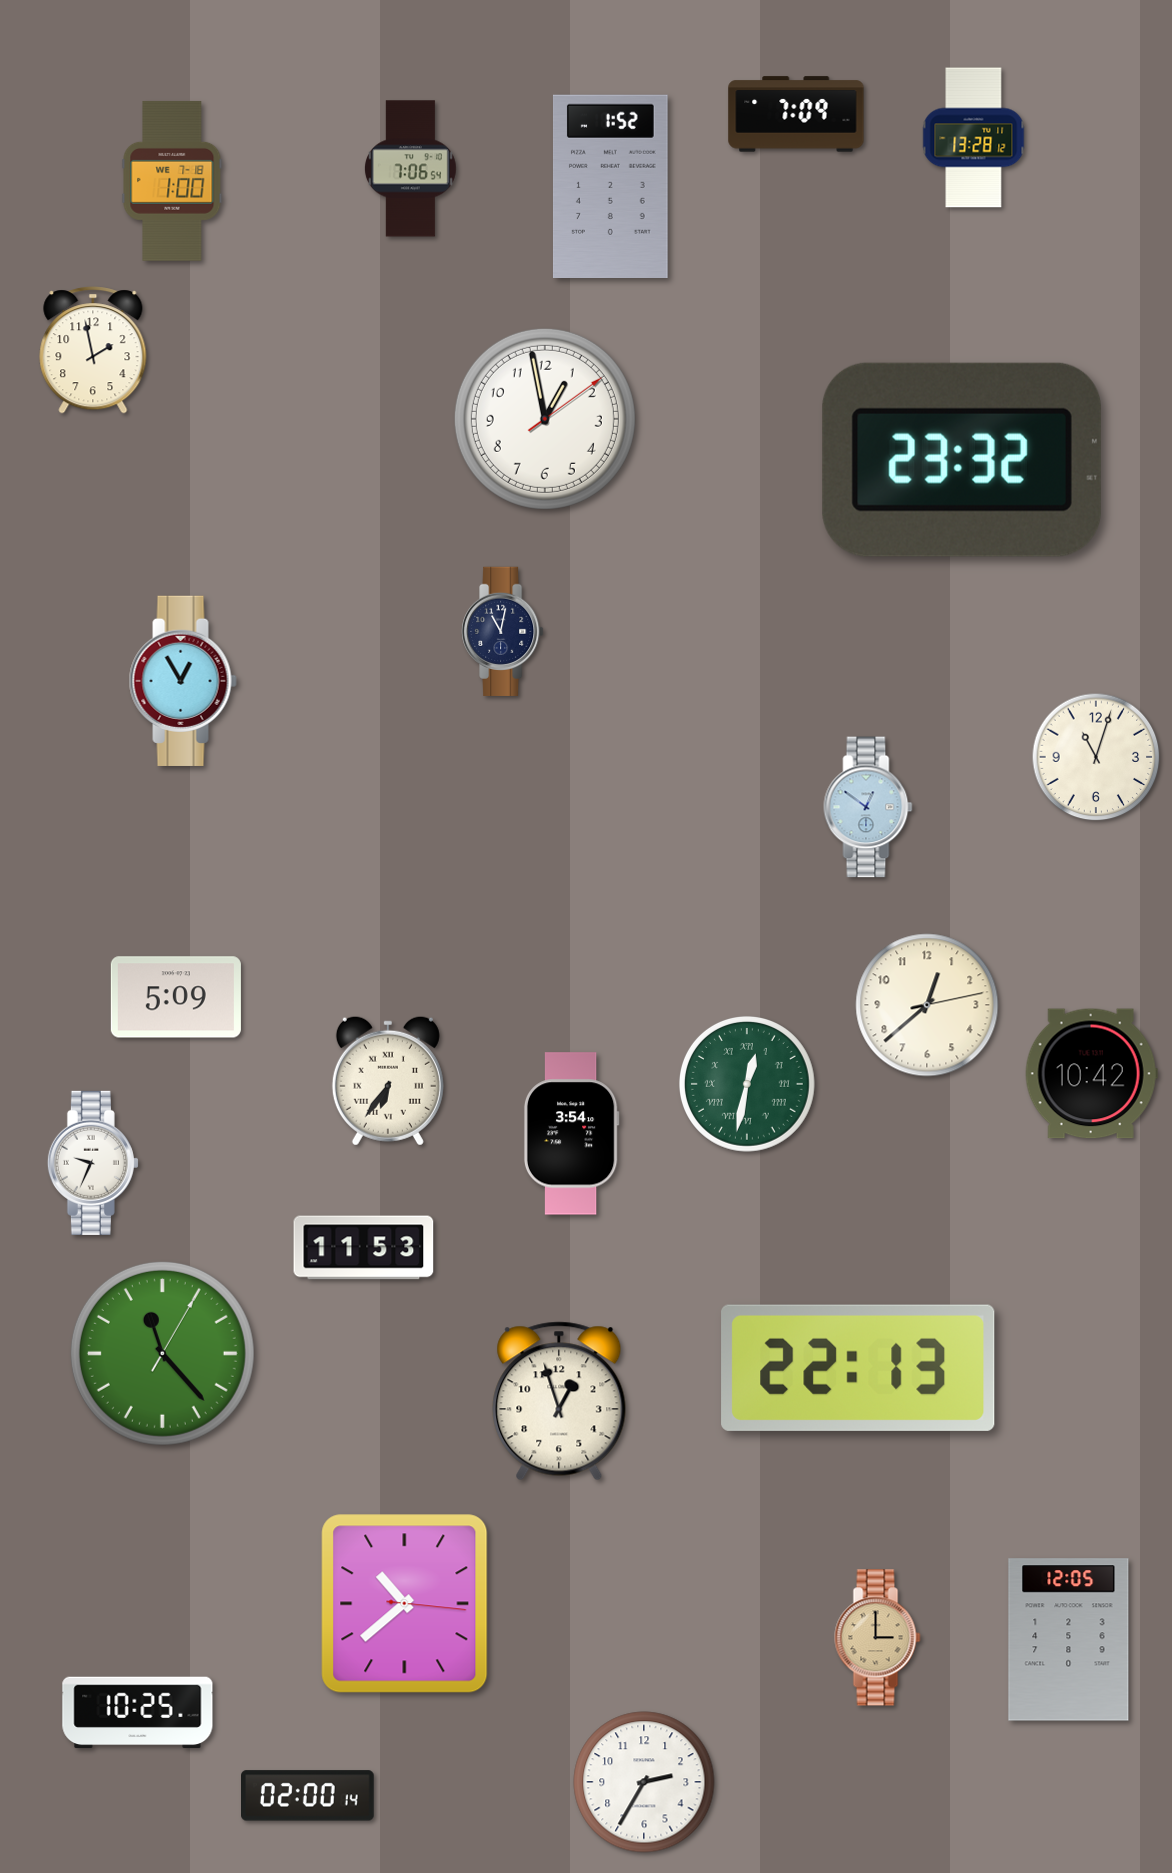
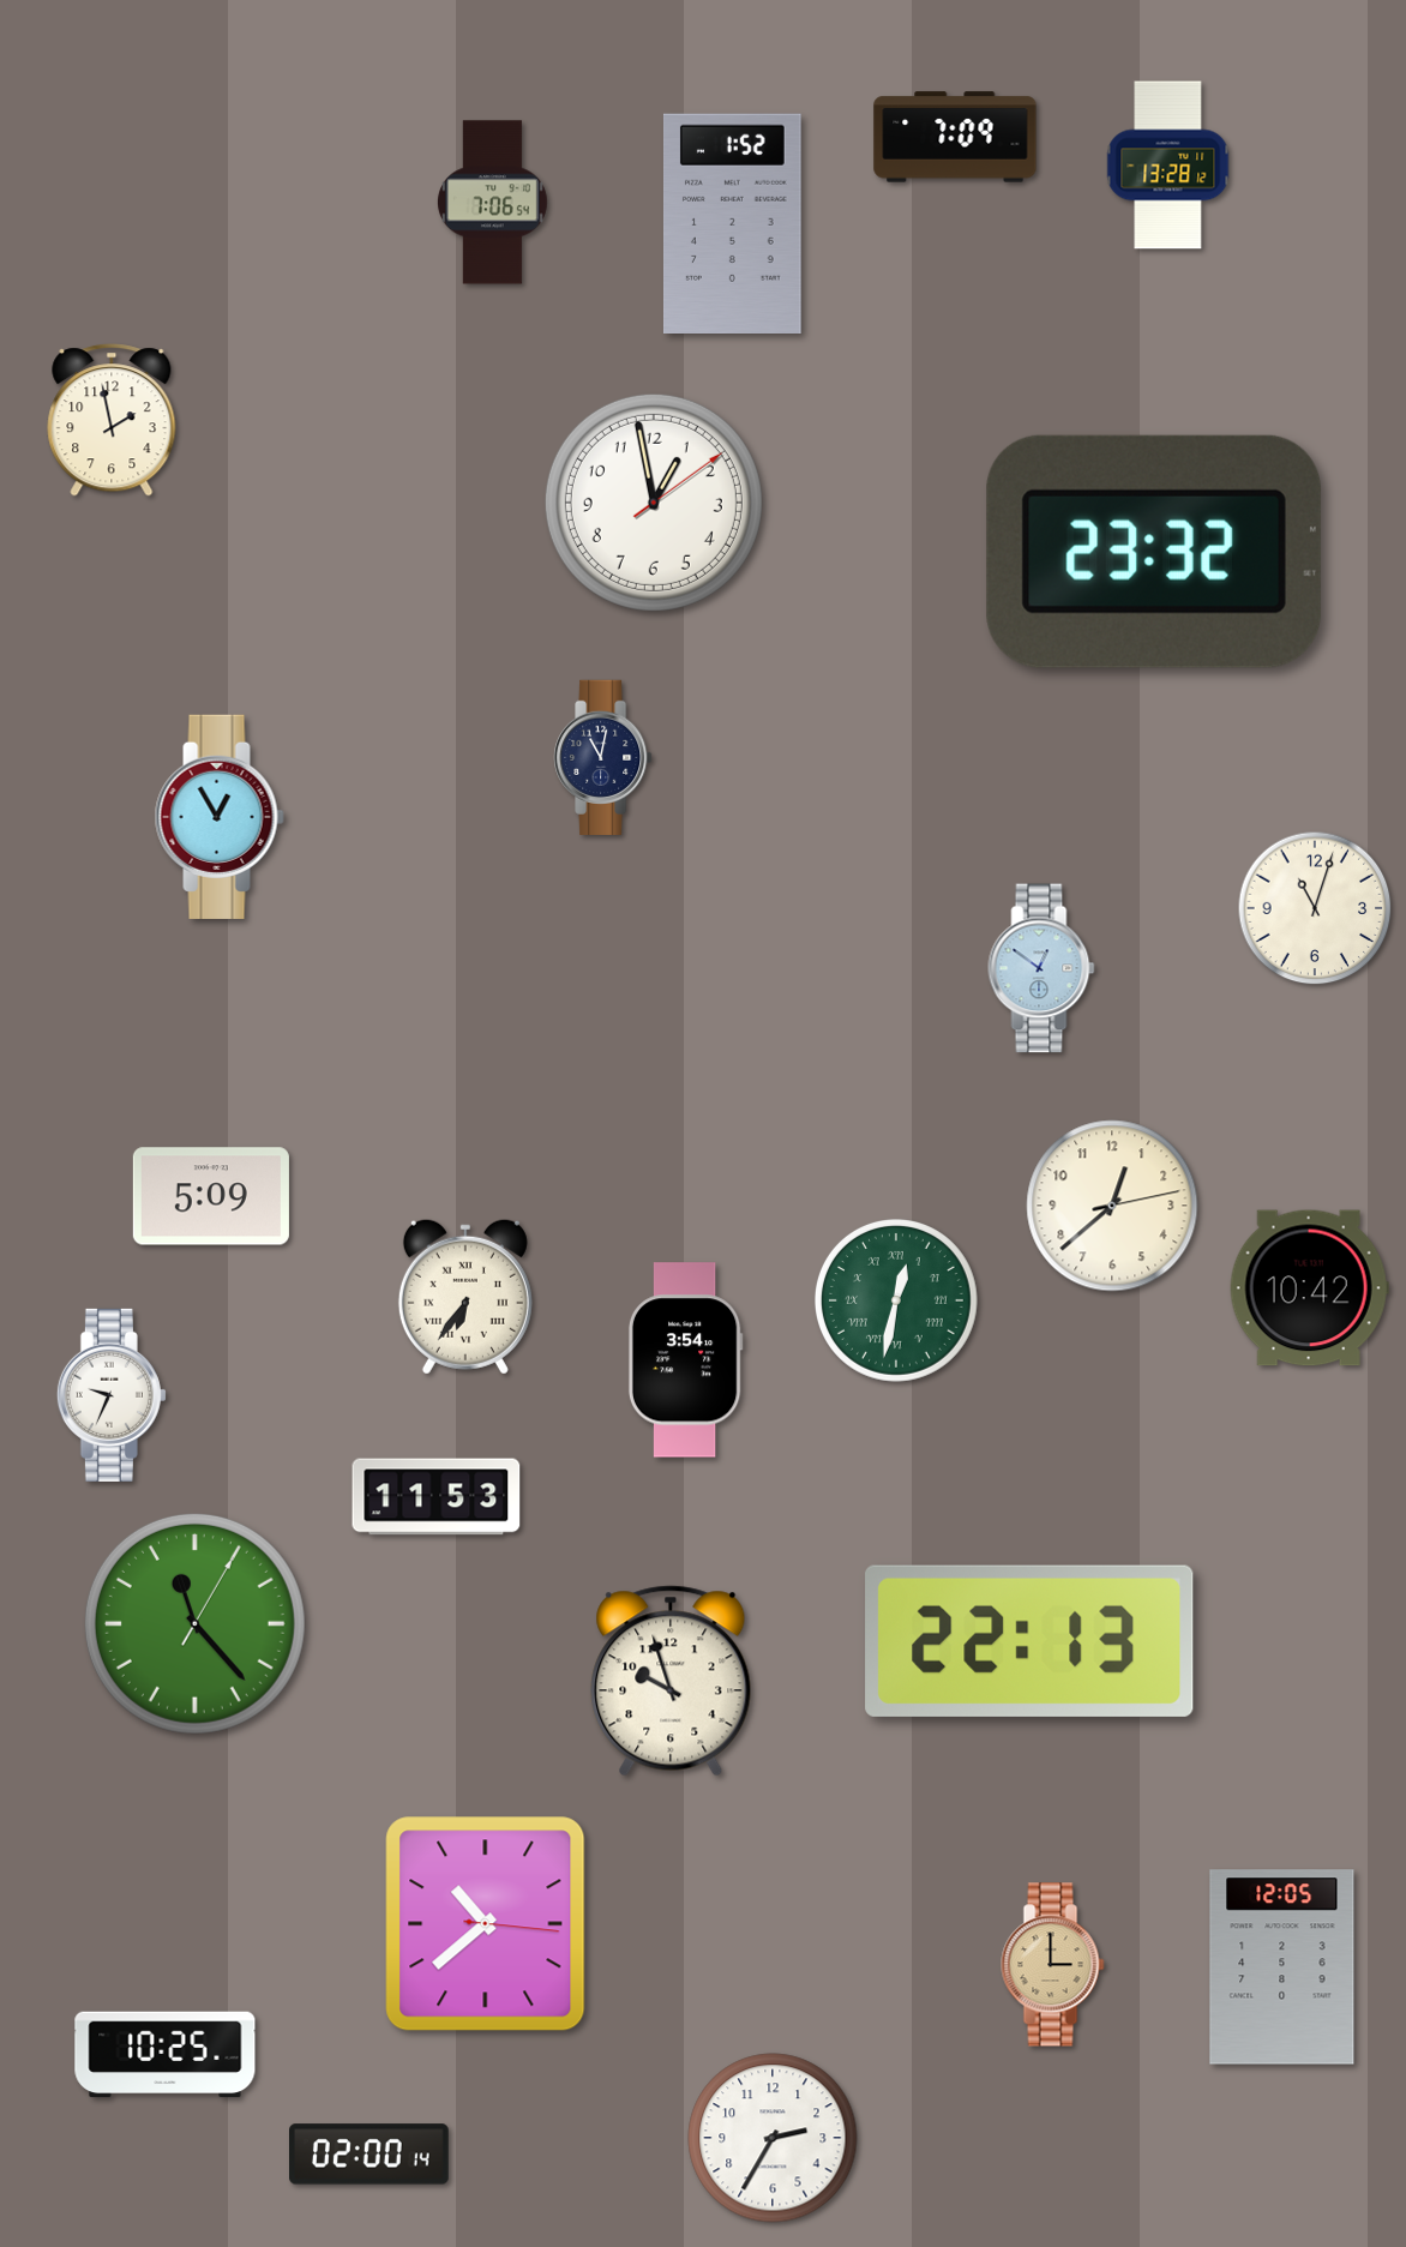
clock at (172, 181): 1:00 -> none
clock at (559, 1401): 12:57 -> 9:57
